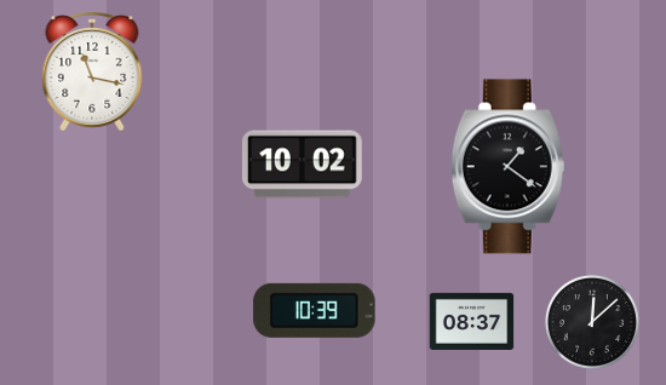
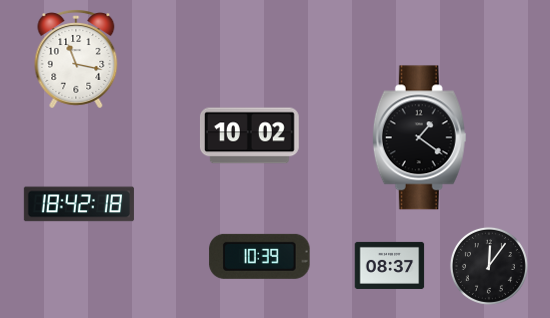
clock at (79, 204): none -> 18:42
clock at (592, 322): 12:08 -> 12:06
